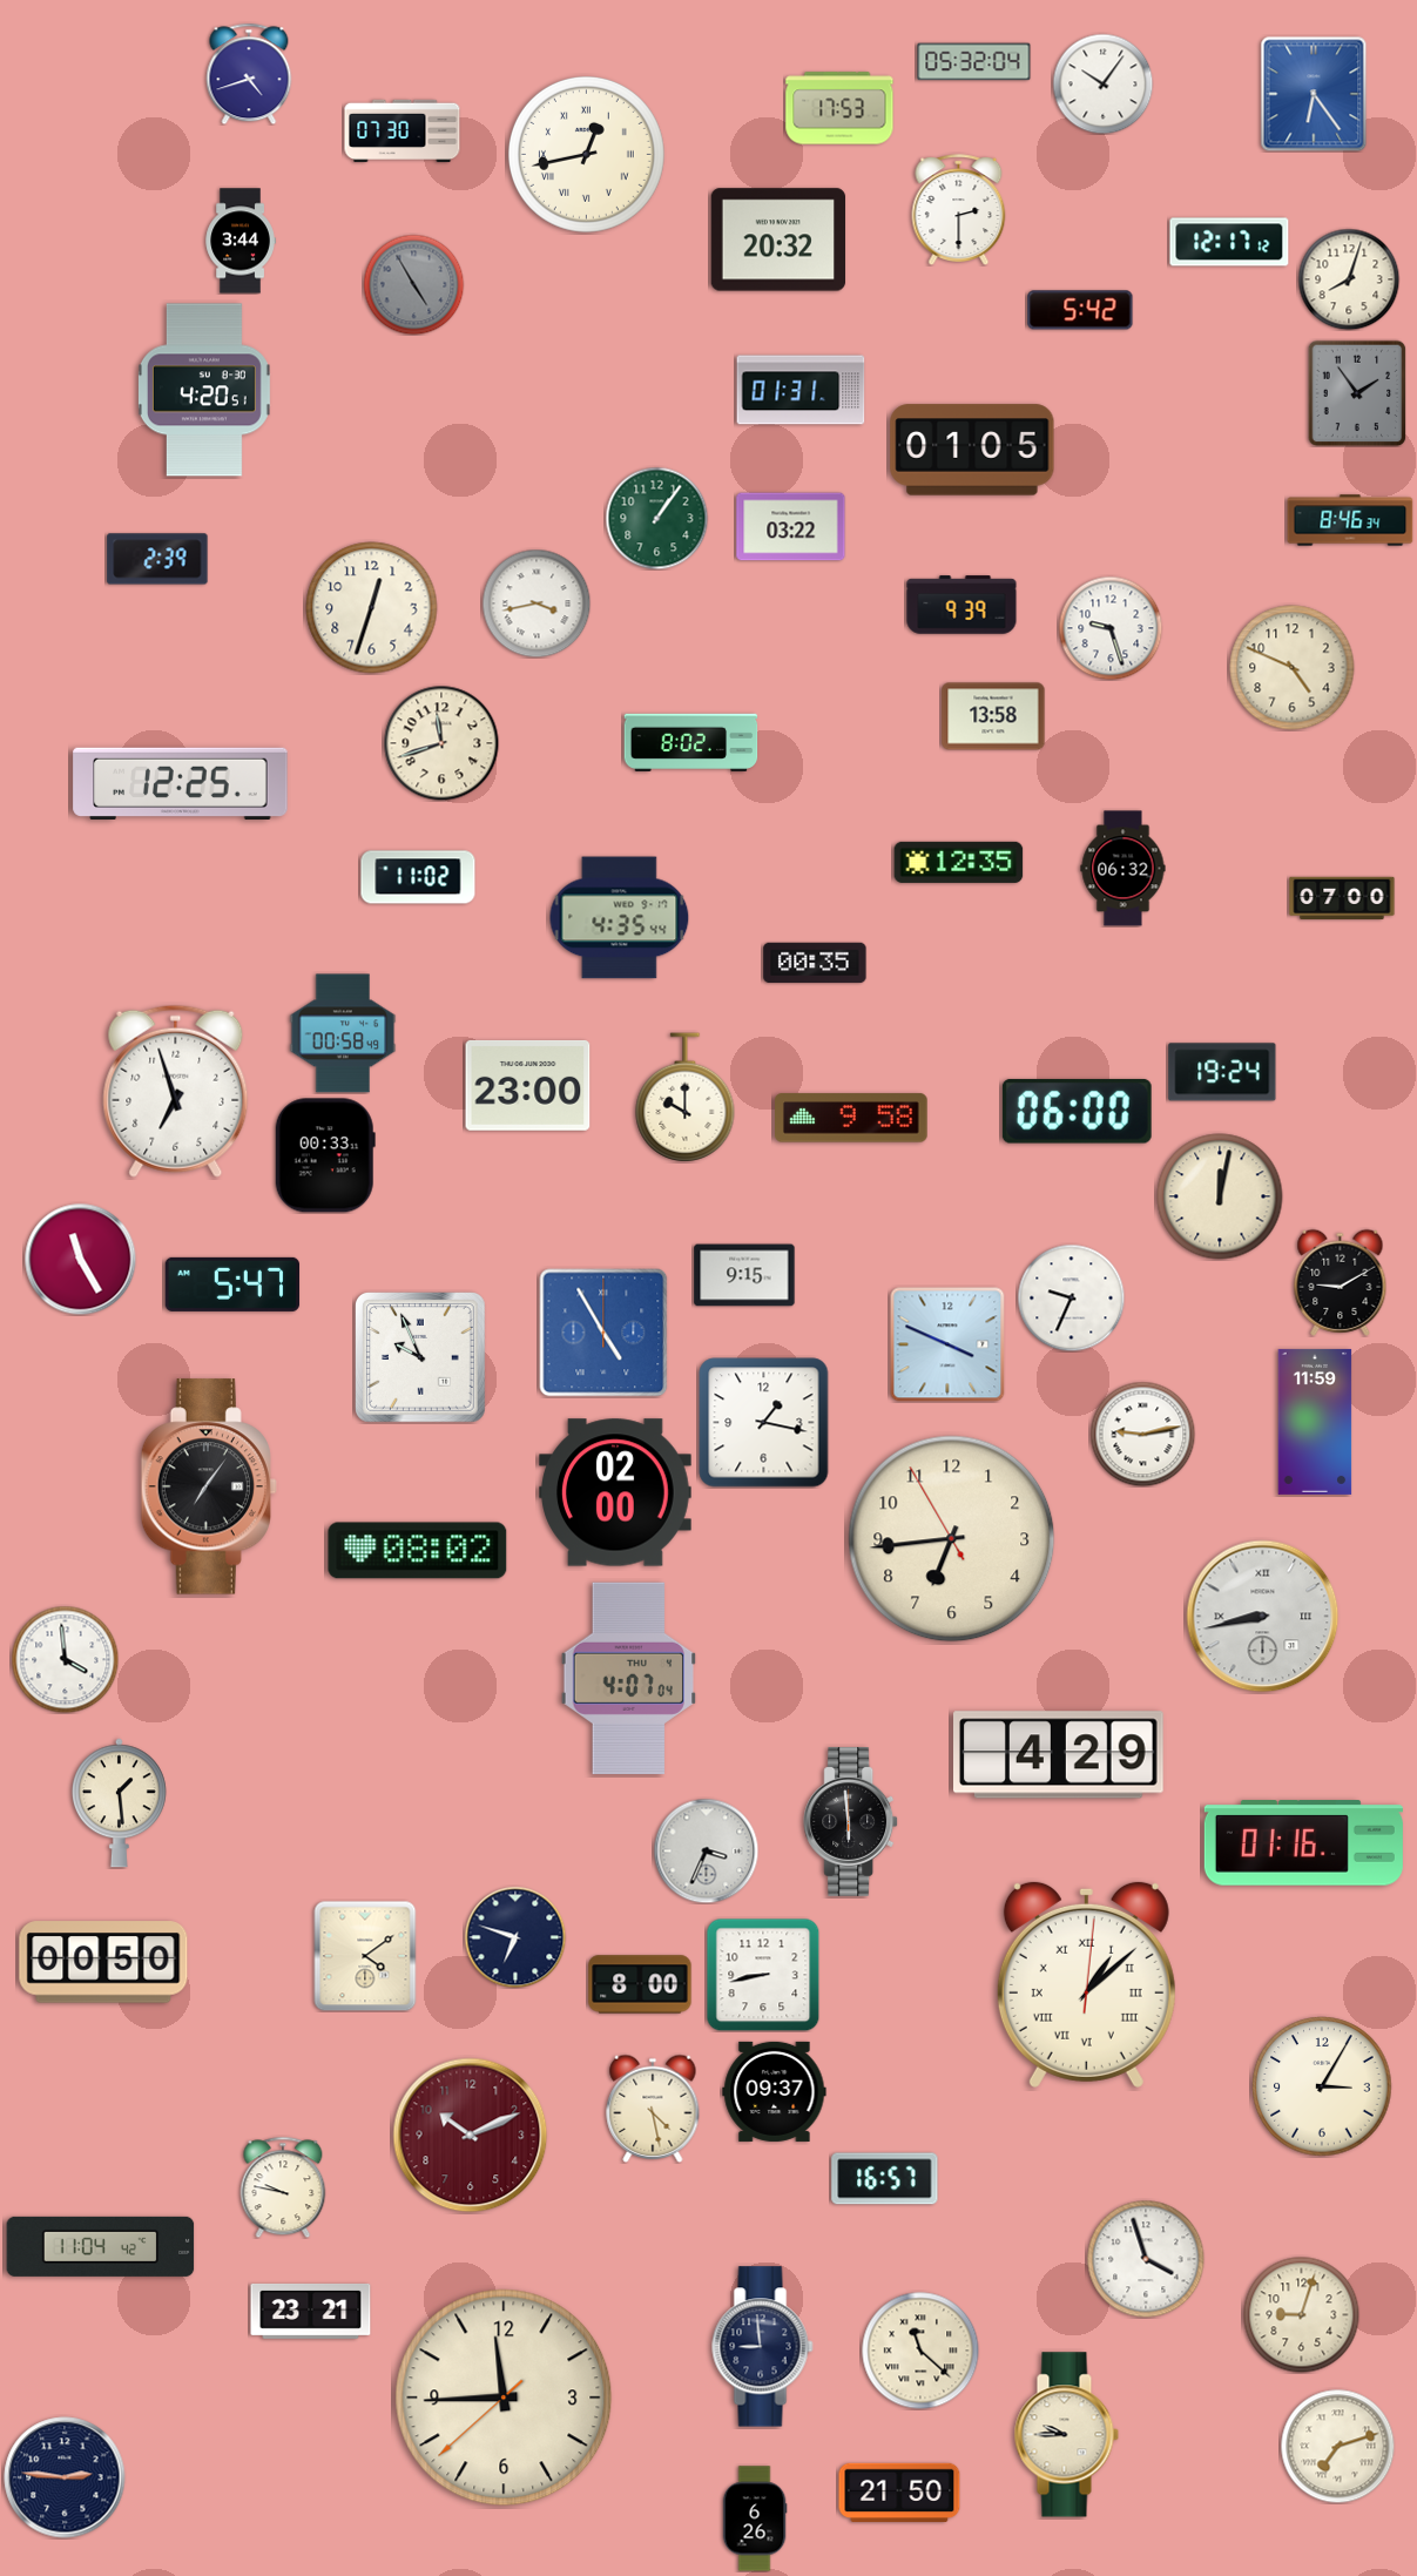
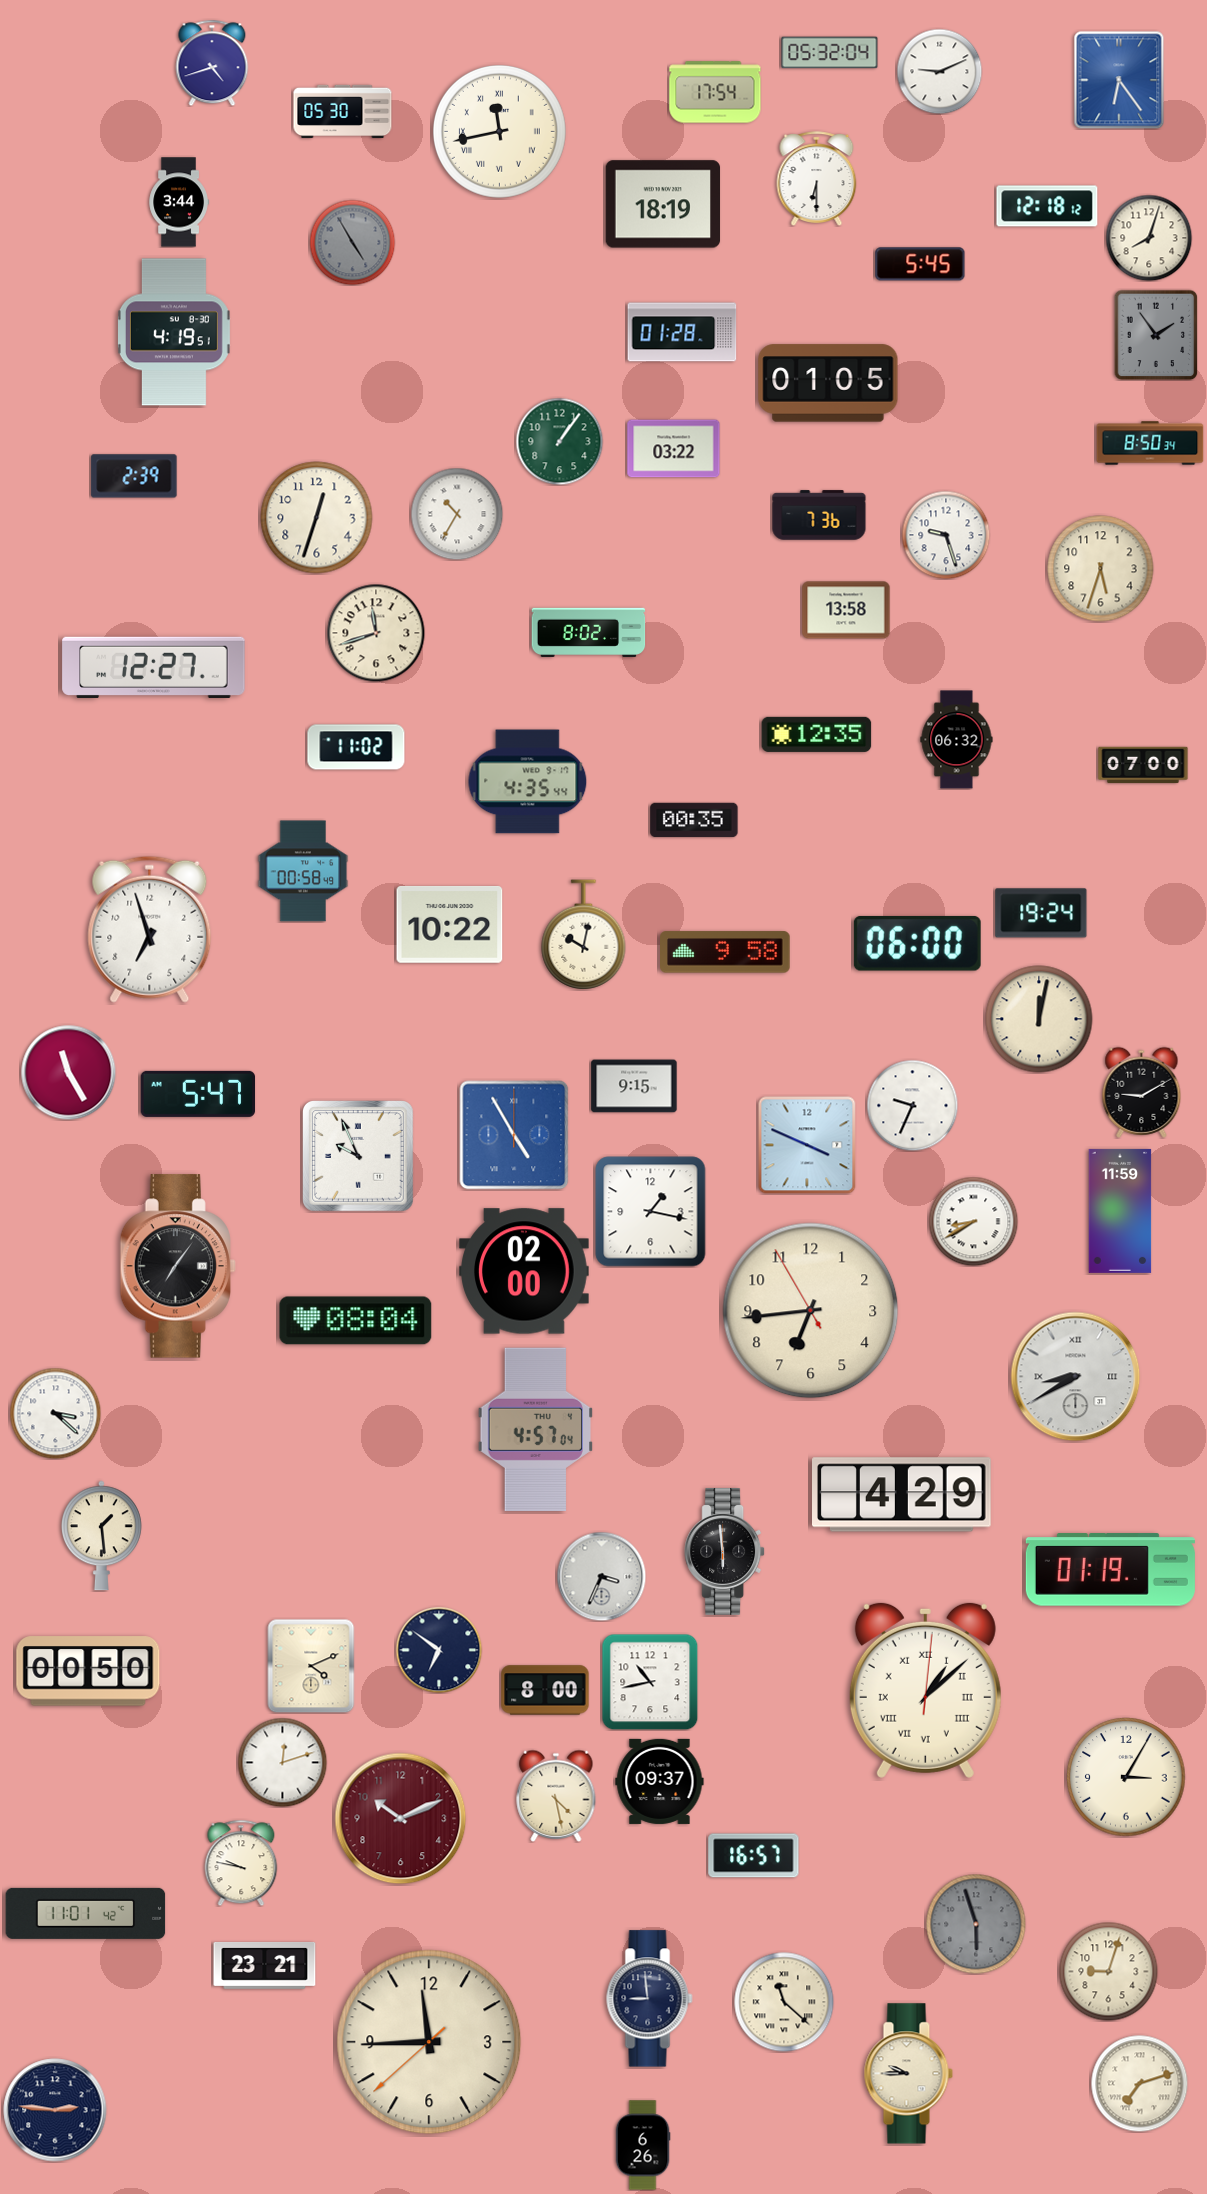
clock at (1102, 83): 10:06 -> 9:11
clock at (839, 108): 17:53 -> 17:54
clock at (403, 132): 07:30 -> 05:30
clock at (586, 154): 12:43 -> 11:43
clock at (959, 209): 2:30 -> 6:30
clock at (778, 240): 20:32 -> 18:19
clock at (241, 241) position: (241, 241) -> (179, 202)
clock at (1229, 242): 12:17 -> 12:18
clock at (1080, 310): 5:42 -> 5:45
clock at (204, 390): 4:20 -> 4:19
clock at (801, 390): 01:31 -> 01:28
clock at (1350, 520): 8:46 -> 8:50
clock at (537, 603): 3:43 -> 10:35
clock at (961, 605): 9:39 -> 7:36
clock at (1293, 668): 4:49 -> 5:33
clock at (181, 783): 12:25 -> 12:27
clock at (343, 1033) position: (343, 1033) -> (303, 871)
clock at (528, 1085): 23:00 -> 10:22
clock at (686, 1098): 10:00 -> 10:02
clock at (1077, 1111) position: (1077, 1111) -> (917, 943)
clock at (325, 1155): 00:33 -> none
clock at (1142, 1434): 9:13 -> 8:40
clock at (418, 1551): 08:02 -> 08:04
clock at (1263, 1617): 8:43 -> 8:40
clock at (65, 1659): 3:59 -> 3:22
clock at (629, 1678): 4:07 -> 4:57
clock at (1303, 1843): 01:16 -> 01:19
clock at (515, 1937): 6:48 -> 6:51
clock at (365, 1956): 4:09 -> 4:11
clock at (763, 1975): 8:43 -> 10:43
clock at (282, 1762): none -> 12:12
clock at (101, 2246): 11:04 -> 11:01
clock at (1146, 2259): 3:57 -> 5:57
clock at (1146, 2259) dial: white -> grey
clock at (311, 2311) position: (311, 2311) -> (265, 1965)
clock at (899, 2491): 21:50 -> none
